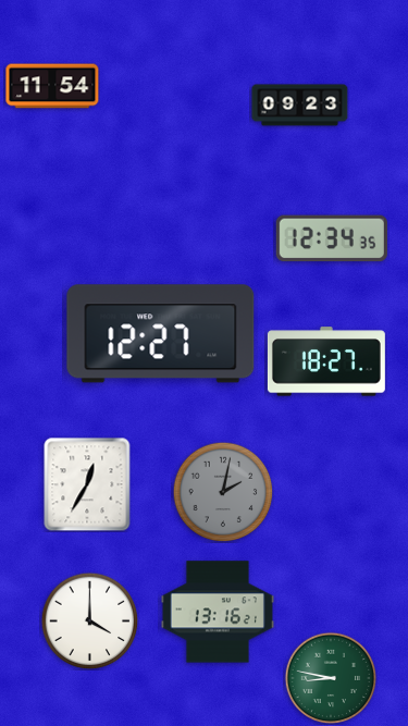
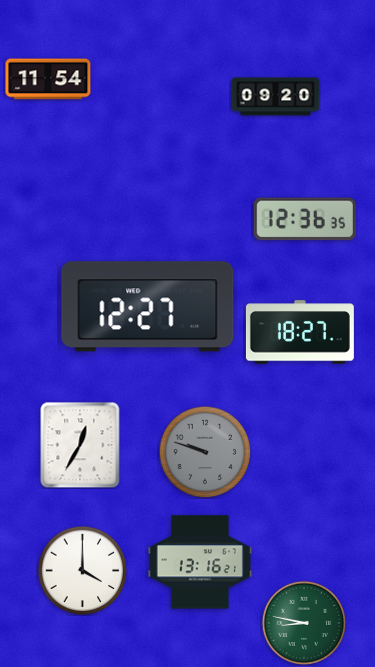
clock at (300, 106): 09:23 -> 09:20
clock at (332, 238): 12:34 -> 12:36
clock at (223, 492): 2:02 -> 9:48
